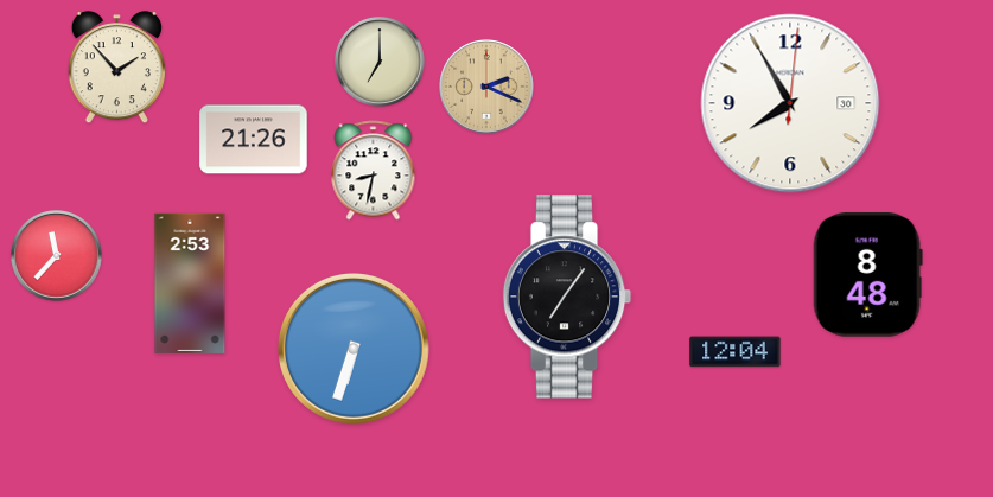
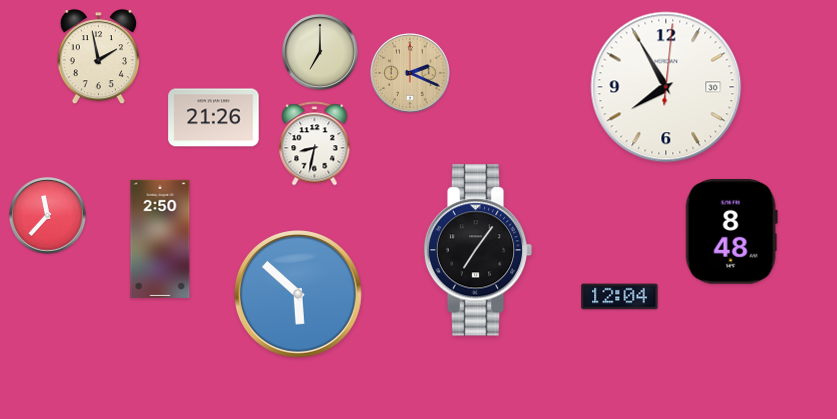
clock at (116, 68): 1:53 -> 1:58
clock at (190, 283): 2:53 -> 2:50
clock at (355, 350): 6:33 -> 5:52
